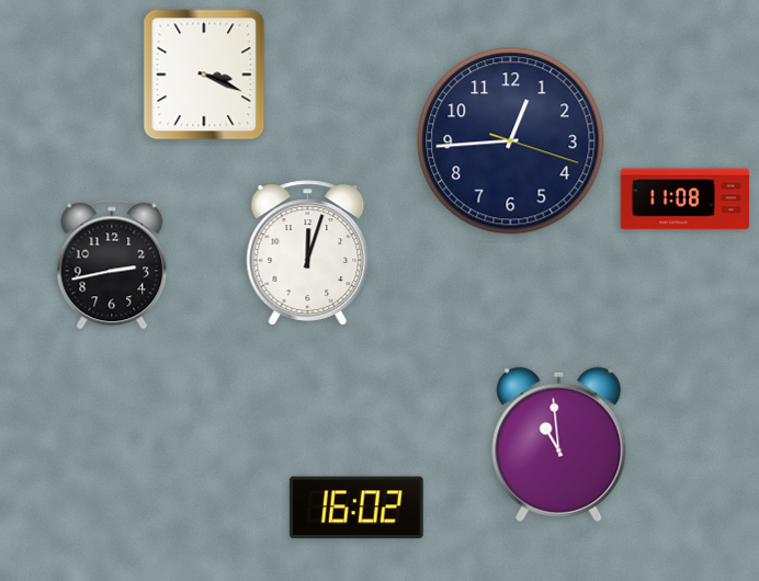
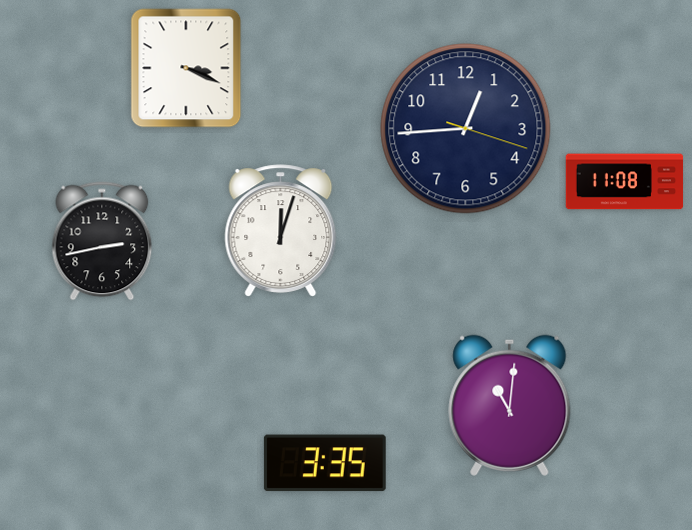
clock at (559, 444): 10:59 -> 11:01
clock at (356, 508): 16:02 -> 3:35
